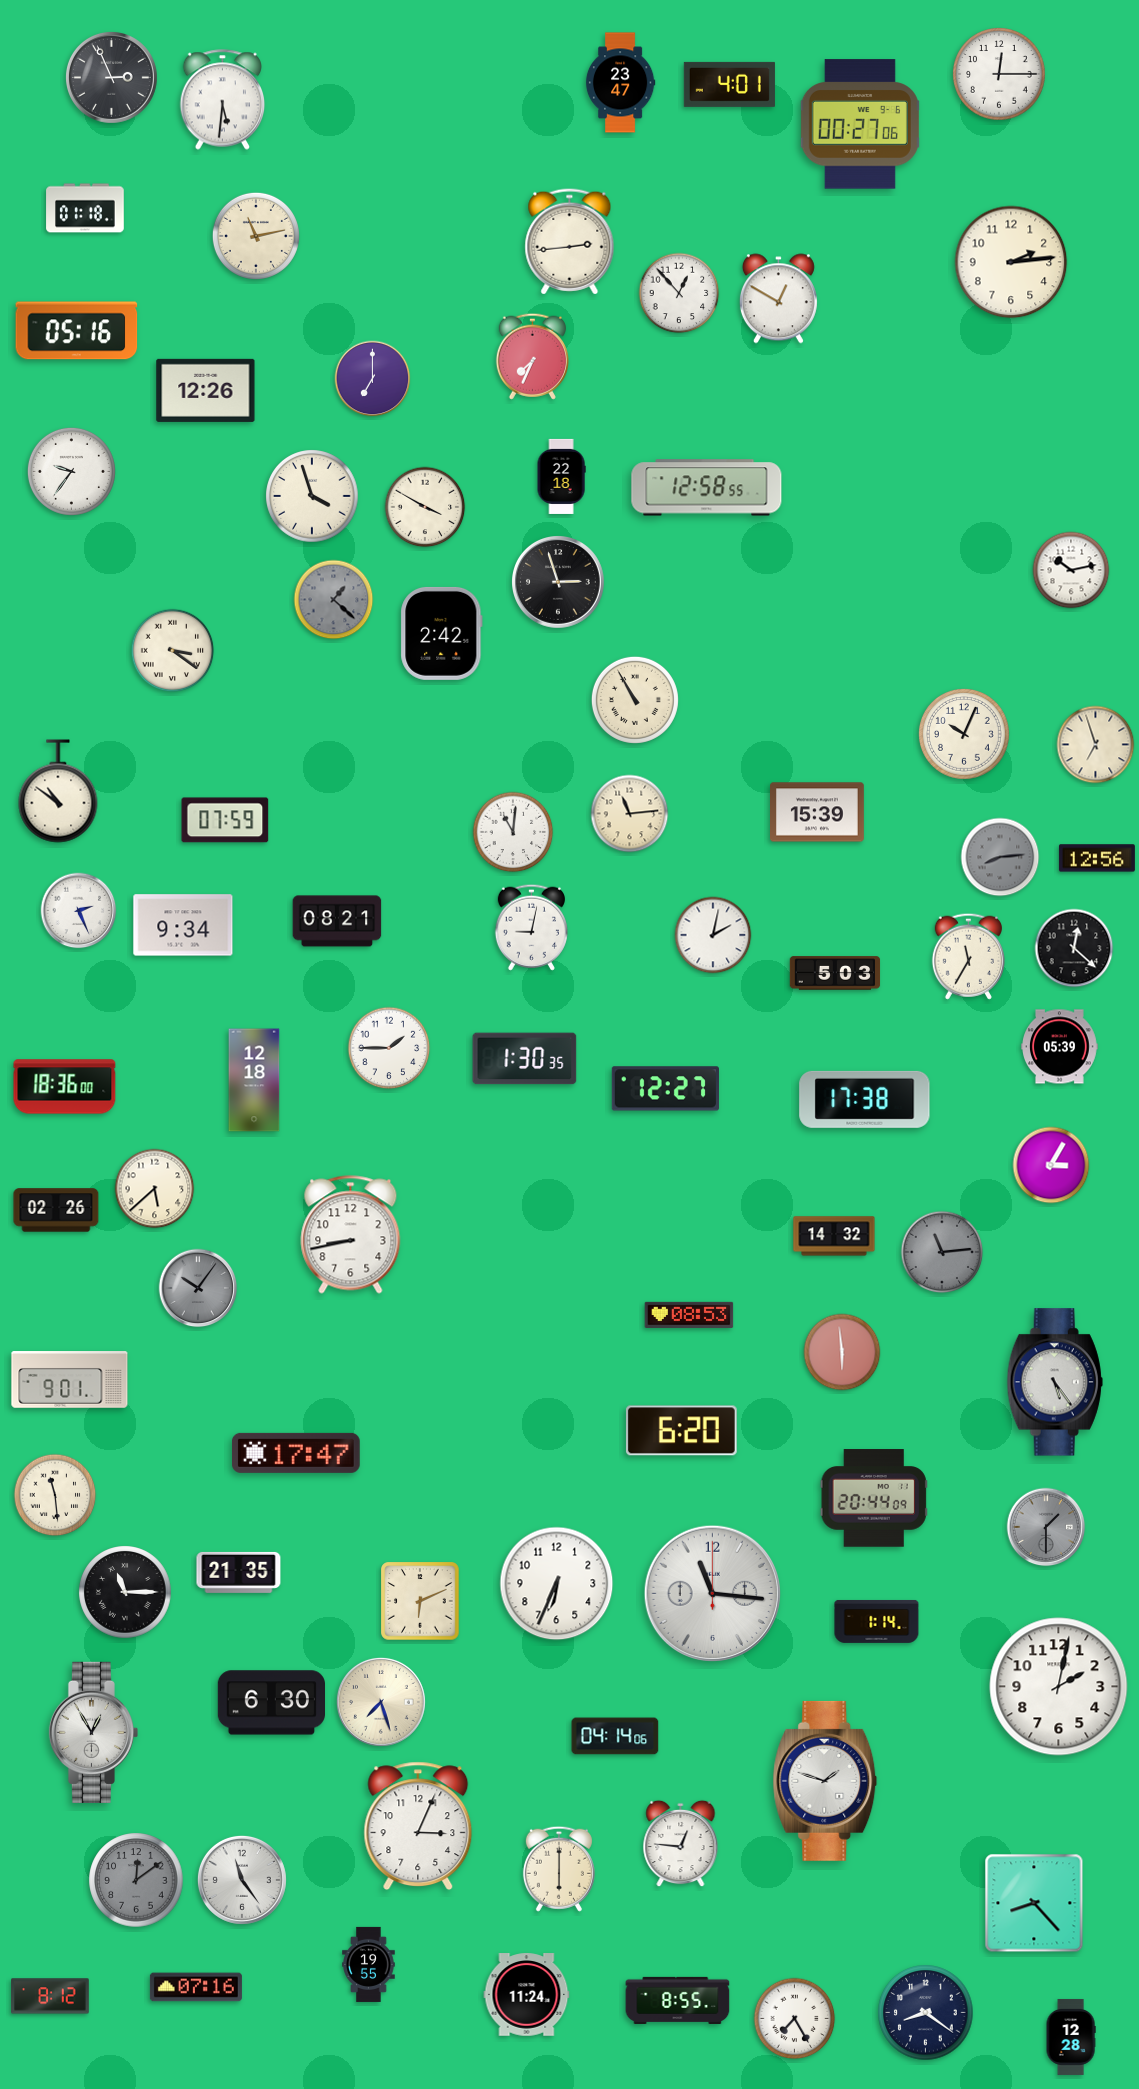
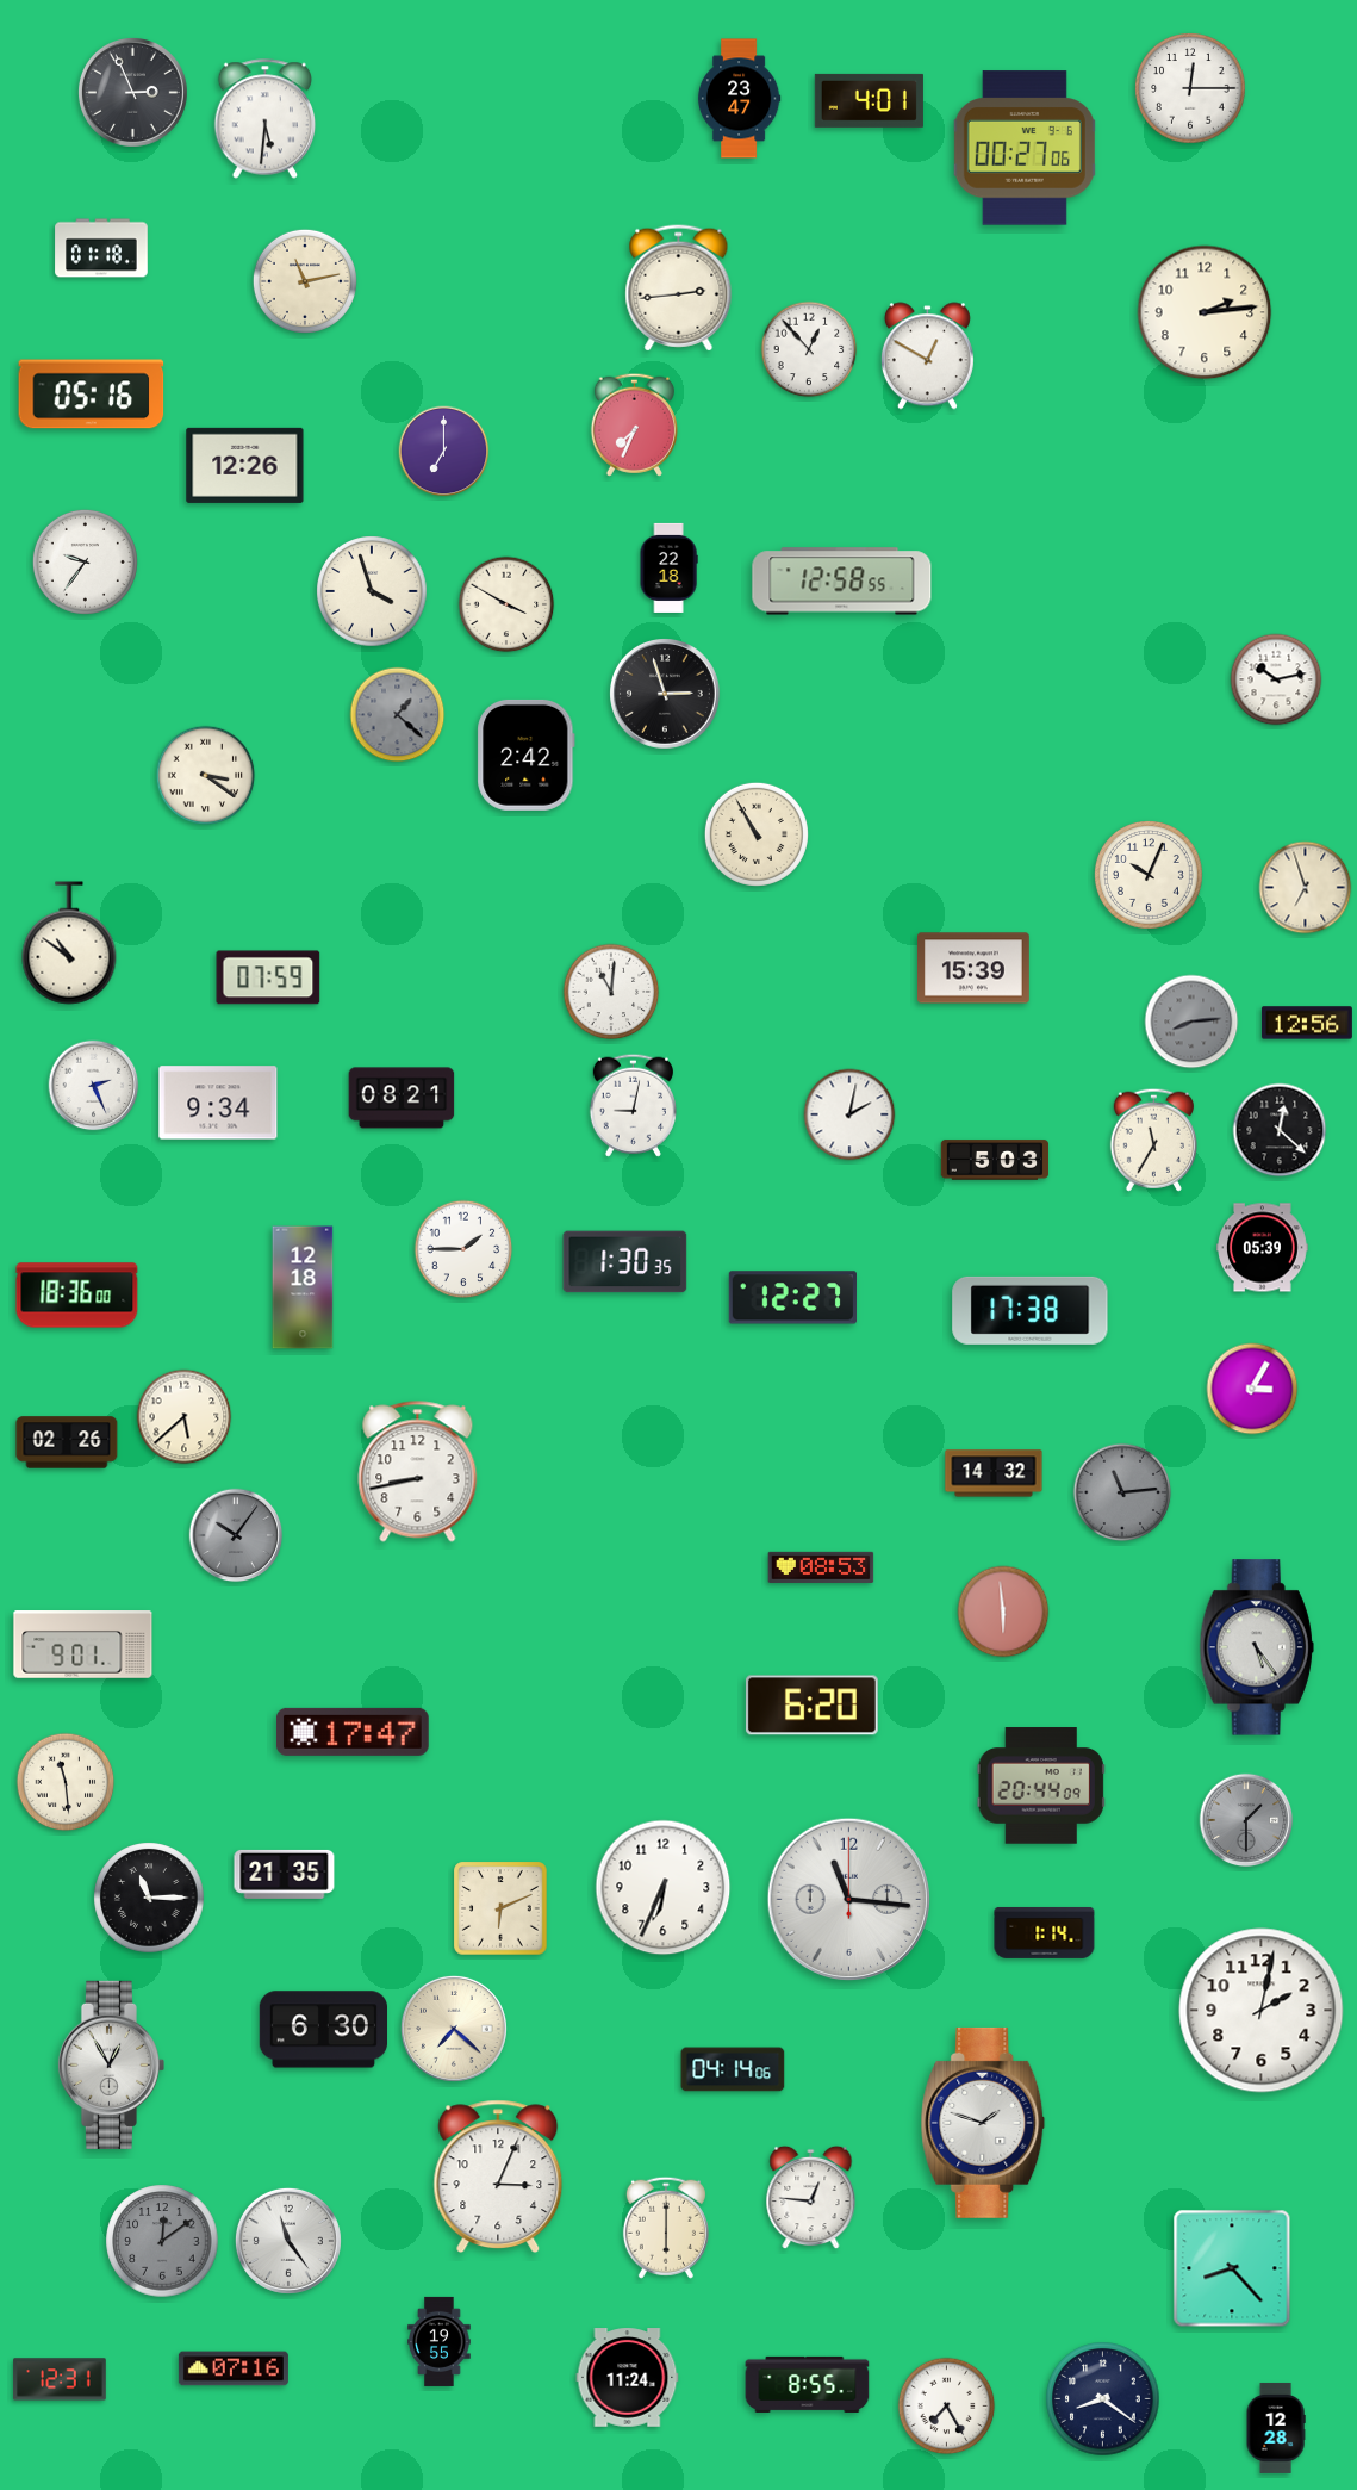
clock at (630, 814): 11:14 -> none
clock at (381, 1702): 7:27 -> 7:22
clock at (50, 1996): 8:12 -> 12:31
